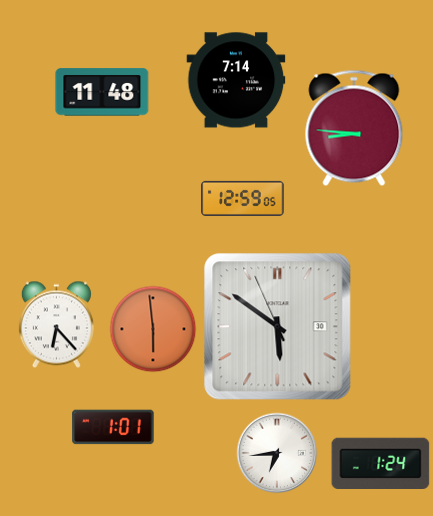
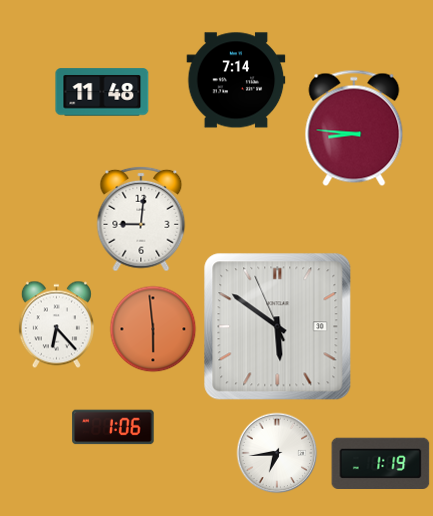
clock at (243, 198): 12:59 -> none
clock at (141, 219): none -> 9:01
clock at (113, 427): 1:01 -> 1:06
clock at (381, 464): 1:24 -> 1:19
